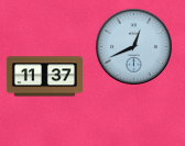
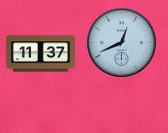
clock at (44, 77) position: (44, 77) -> (40, 54)
